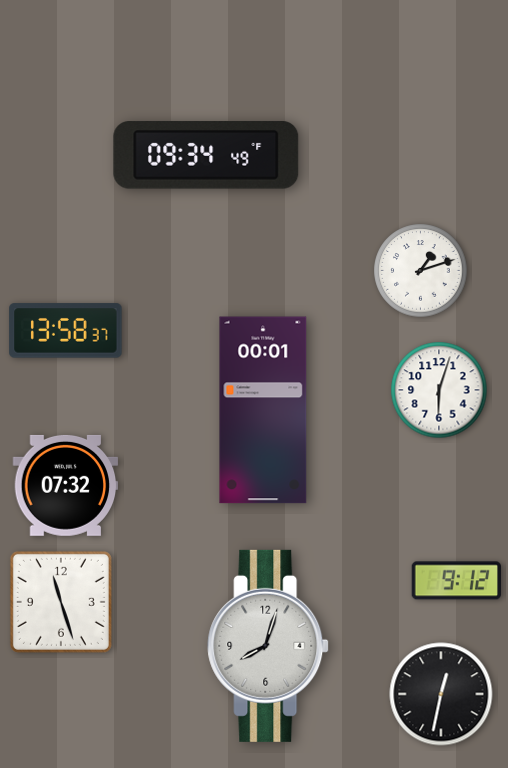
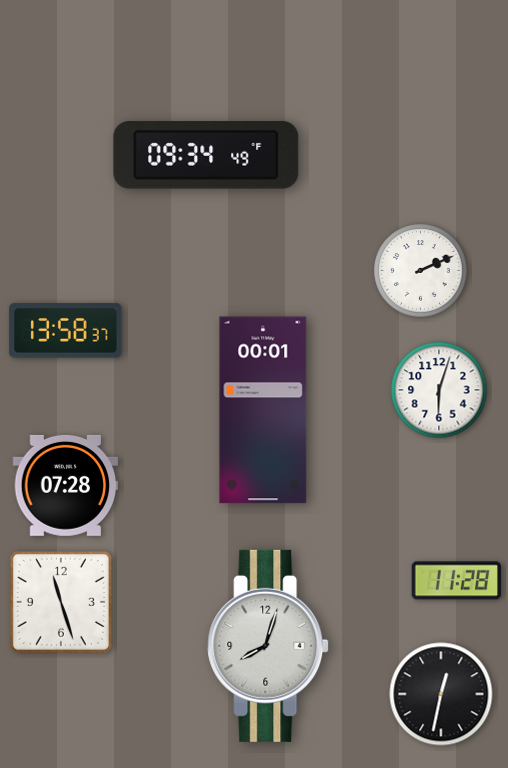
clock at (421, 271): 1:12 -> 2:11
clock at (66, 485): 07:32 -> 07:28
clock at (456, 581): 9:12 -> 11:28
